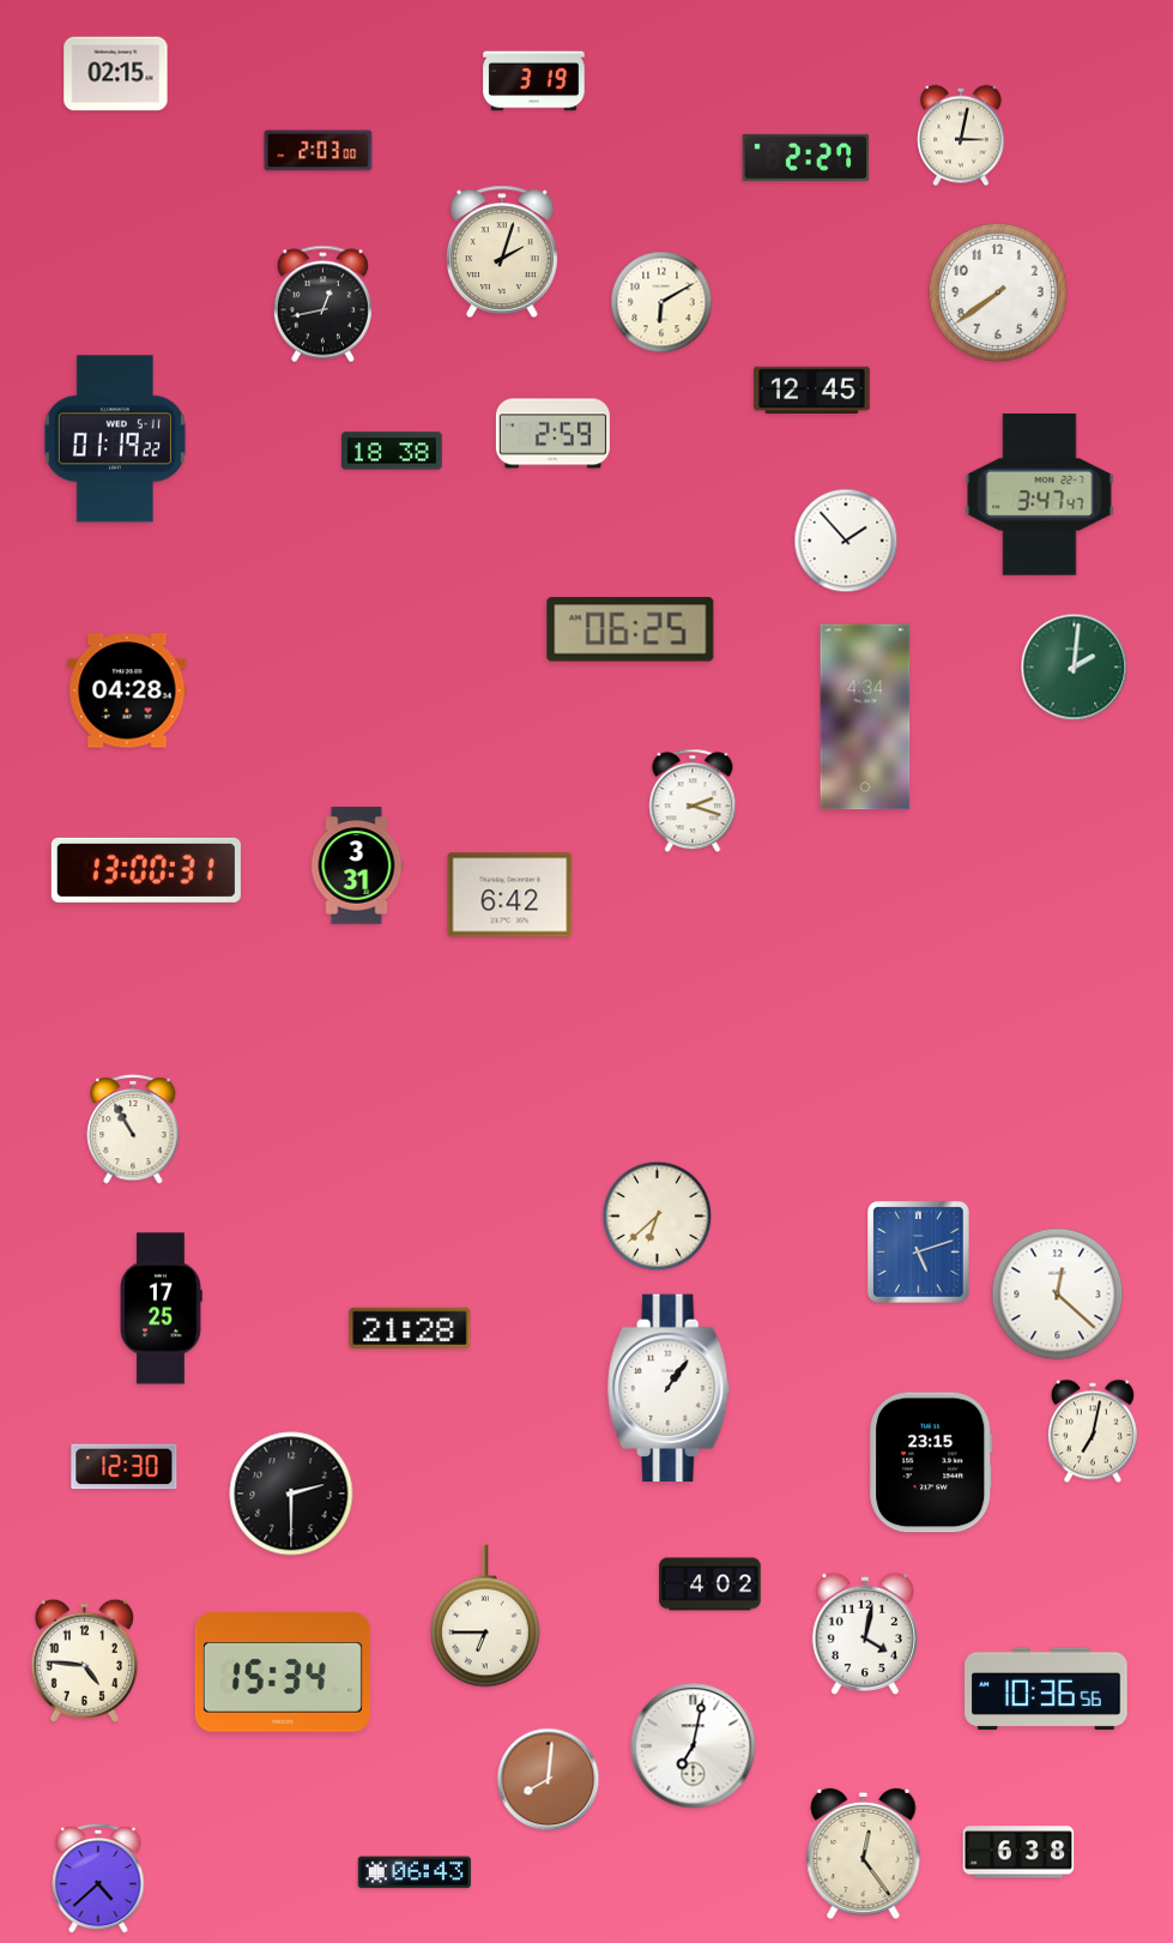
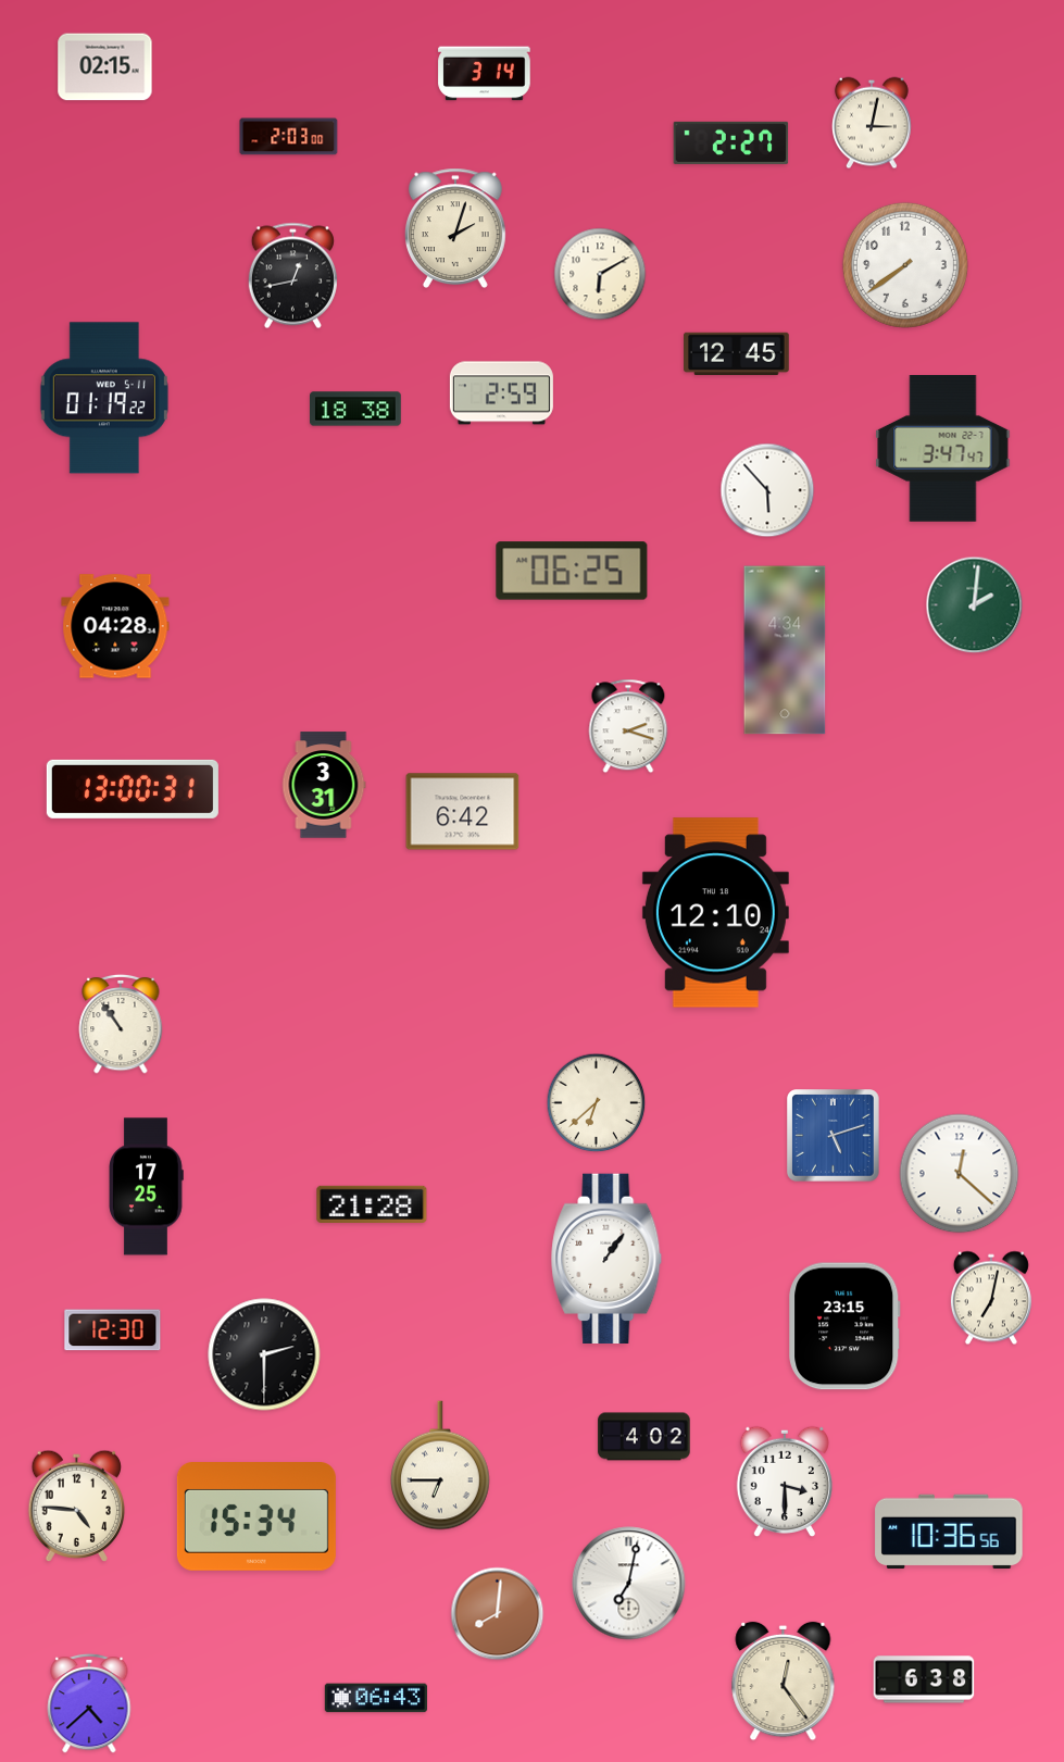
clock at (534, 82): 3:19 -> 3:14
clock at (846, 541): 1:53 -> 5:53
clock at (715, 913): none -> 12:10
clock at (133, 1129): 10:55 -> 10:54
clock at (865, 1633): 4:02 -> 3:30
